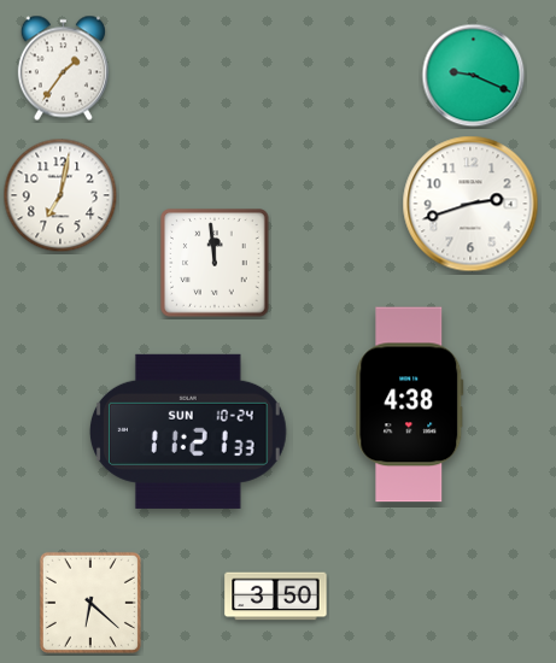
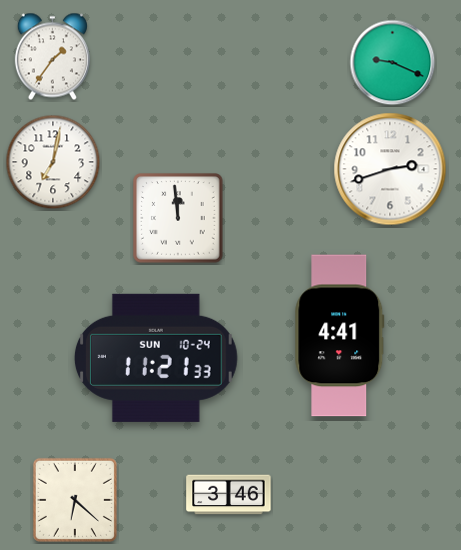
clock at (60, 195) position: (60, 195) -> (53, 162)
clock at (410, 405): 4:38 -> 4:41
clock at (276, 597): 3:50 -> 3:46
